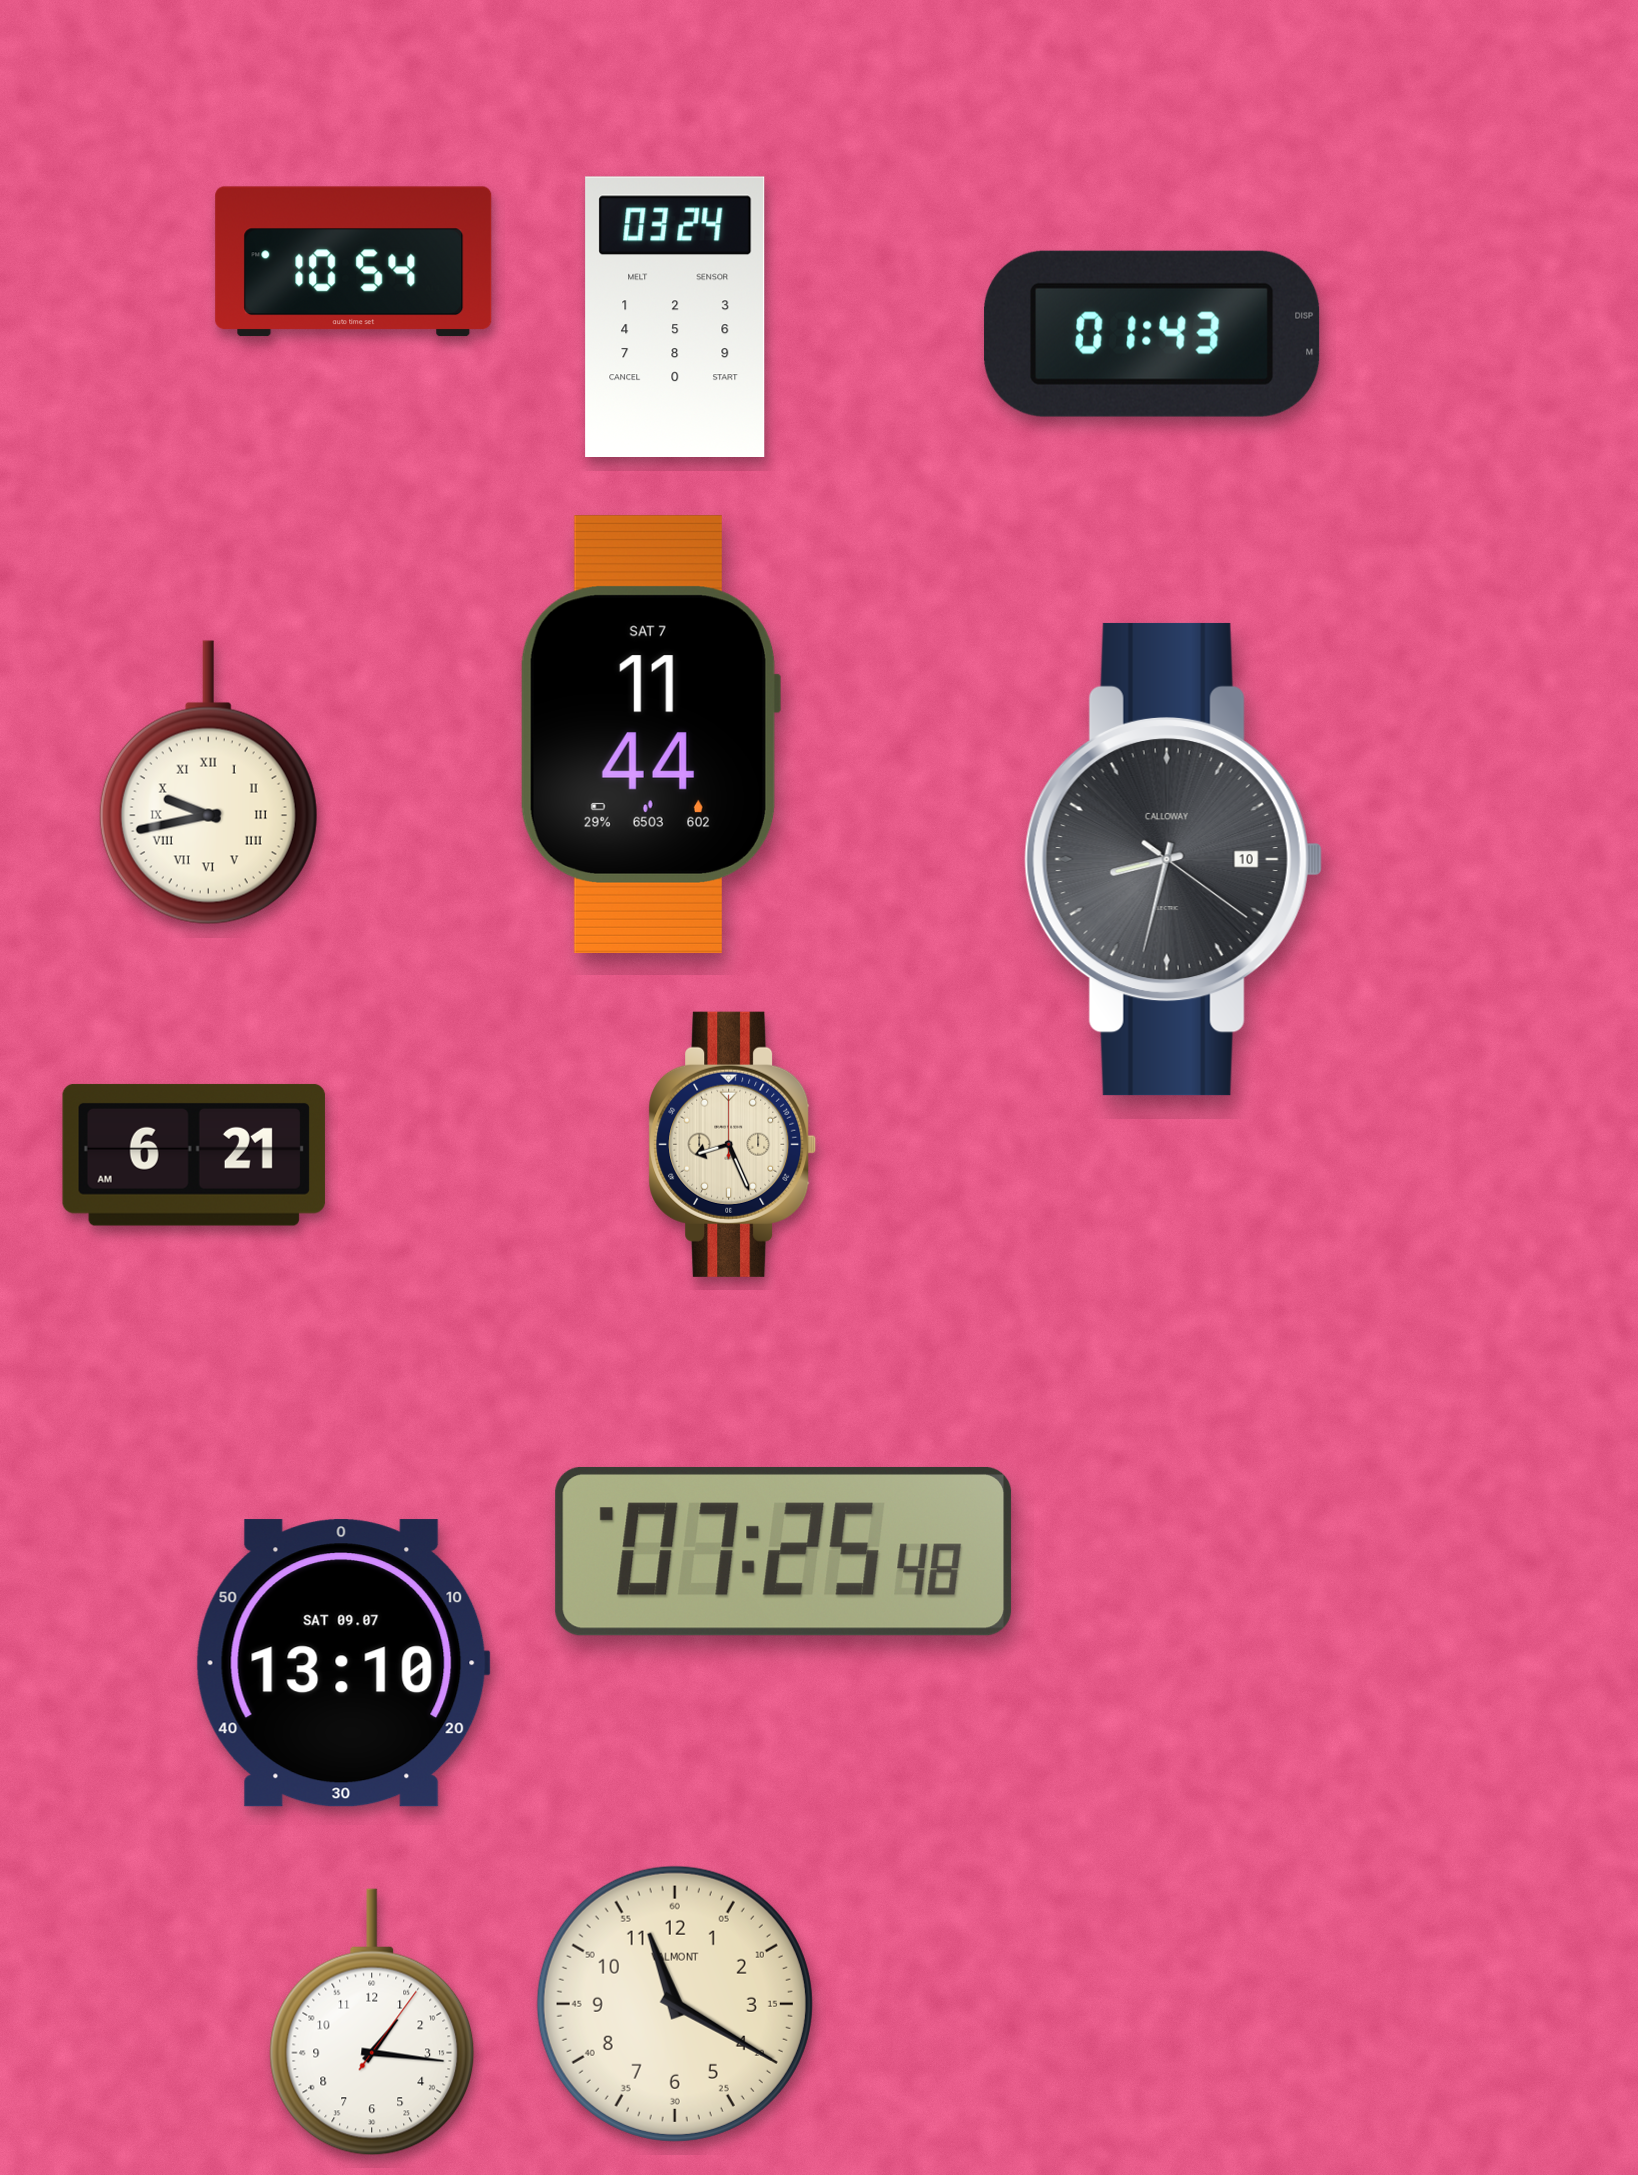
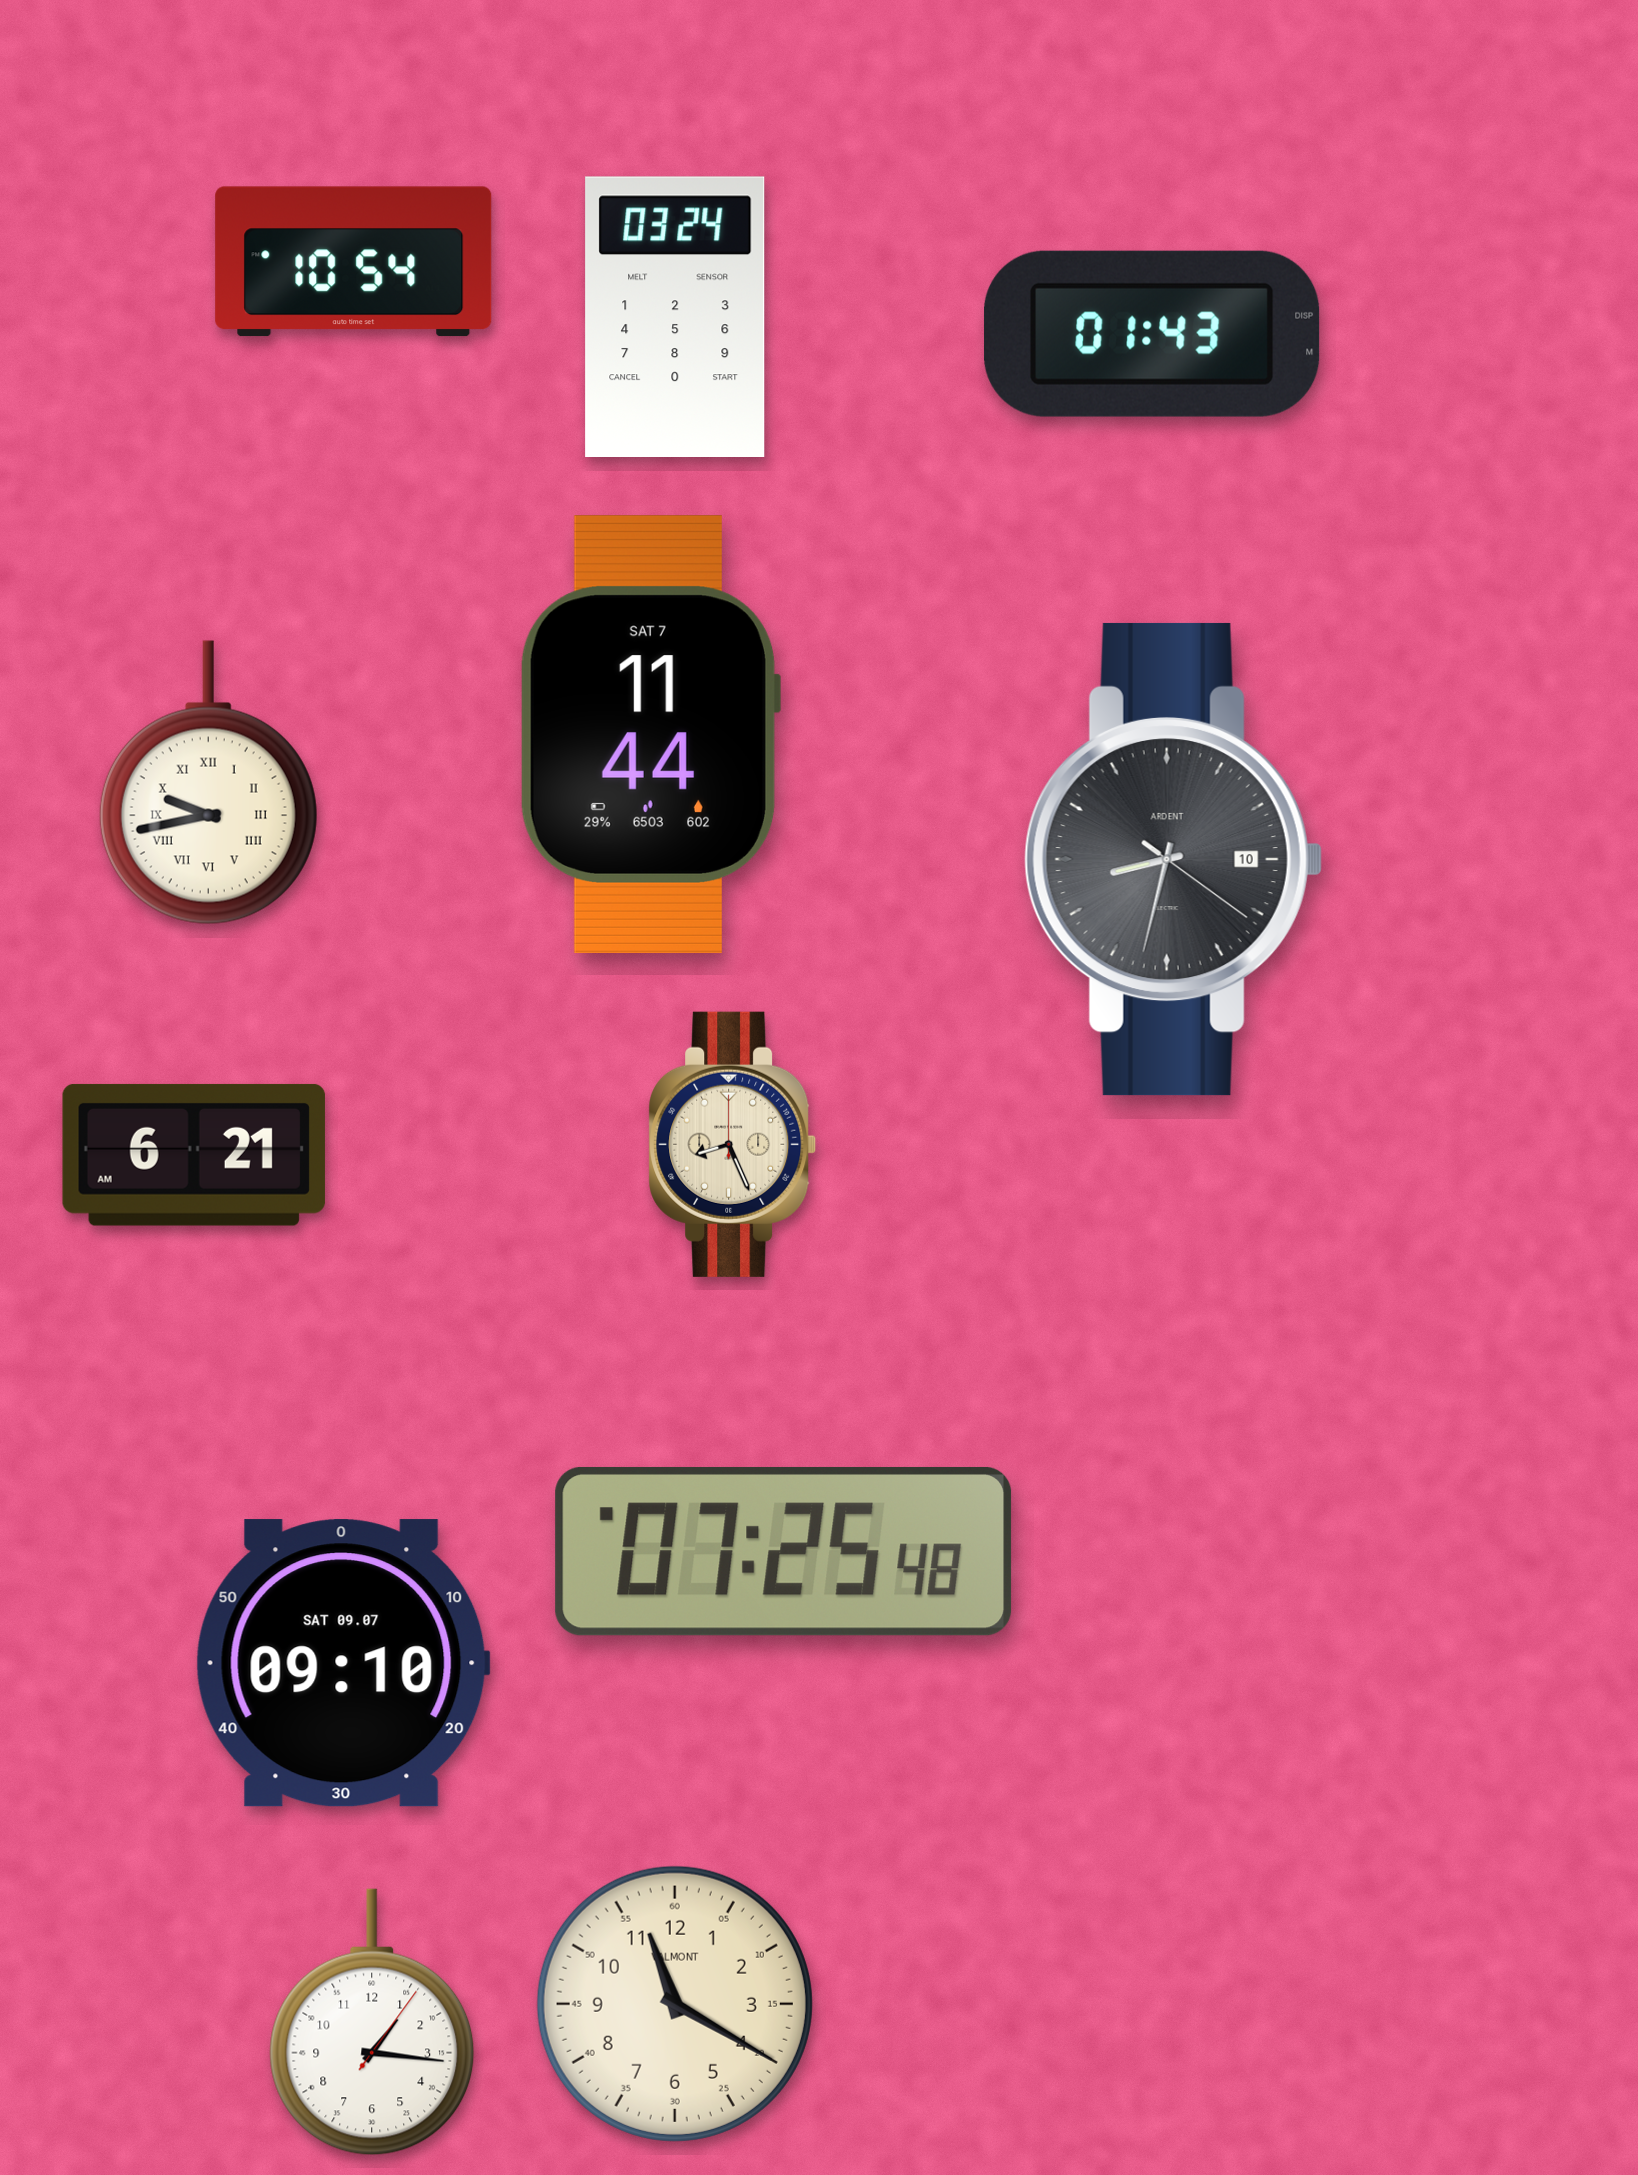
clock at (1173, 859) brand: CALLOWAY -> ARDENT
clock at (343, 1663): 13:10 -> 09:10
